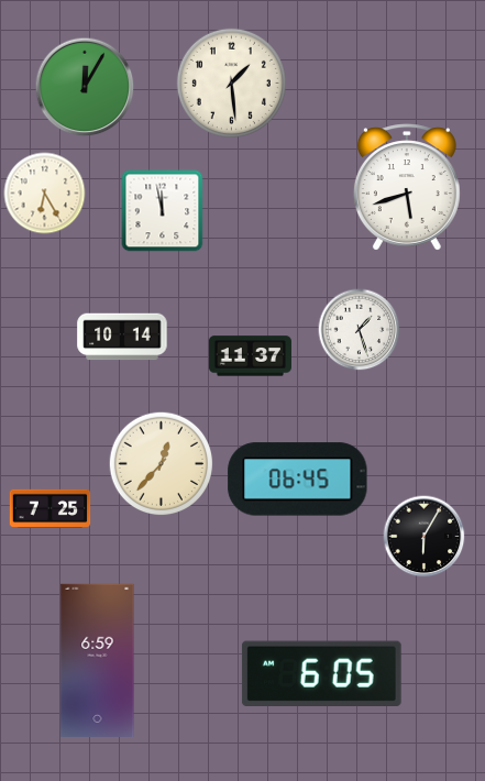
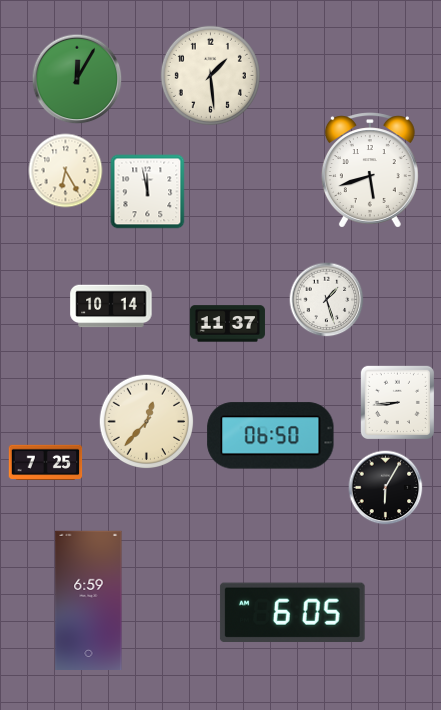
clock at (45, 194) position: (45, 194) -> (66, 171)
clock at (397, 402): none -> 8:44
clock at (298, 480): 06:45 -> 06:50
